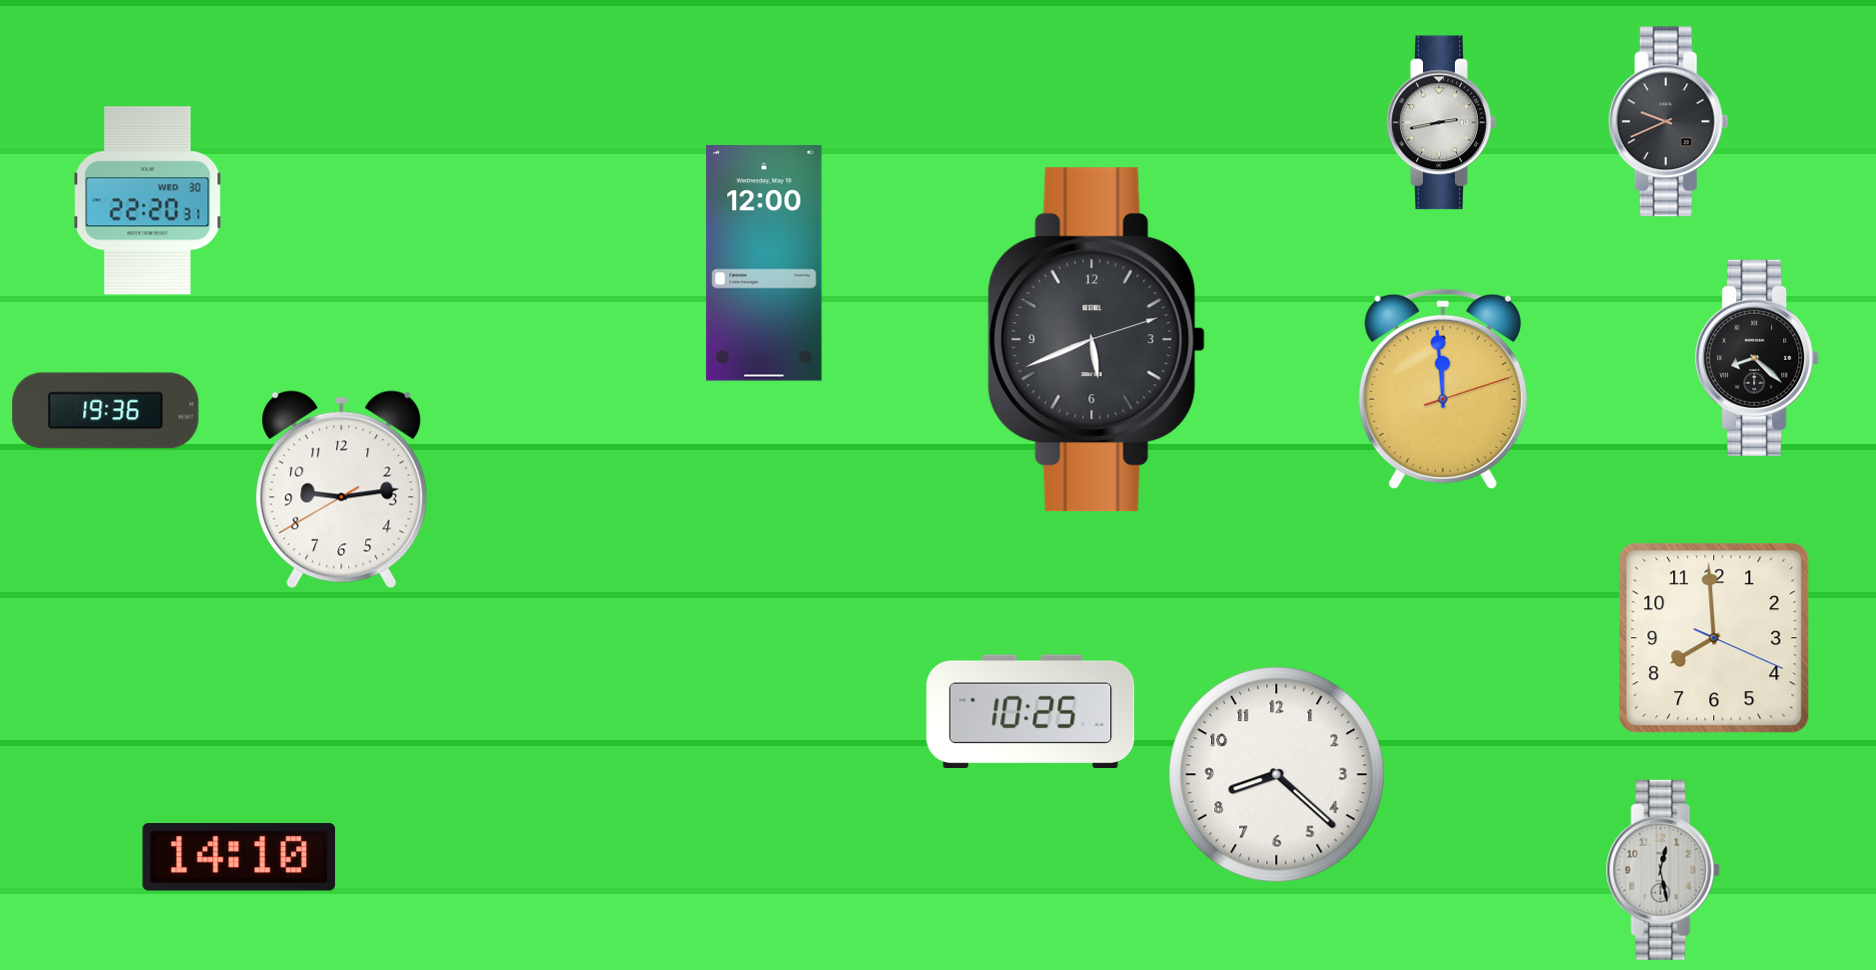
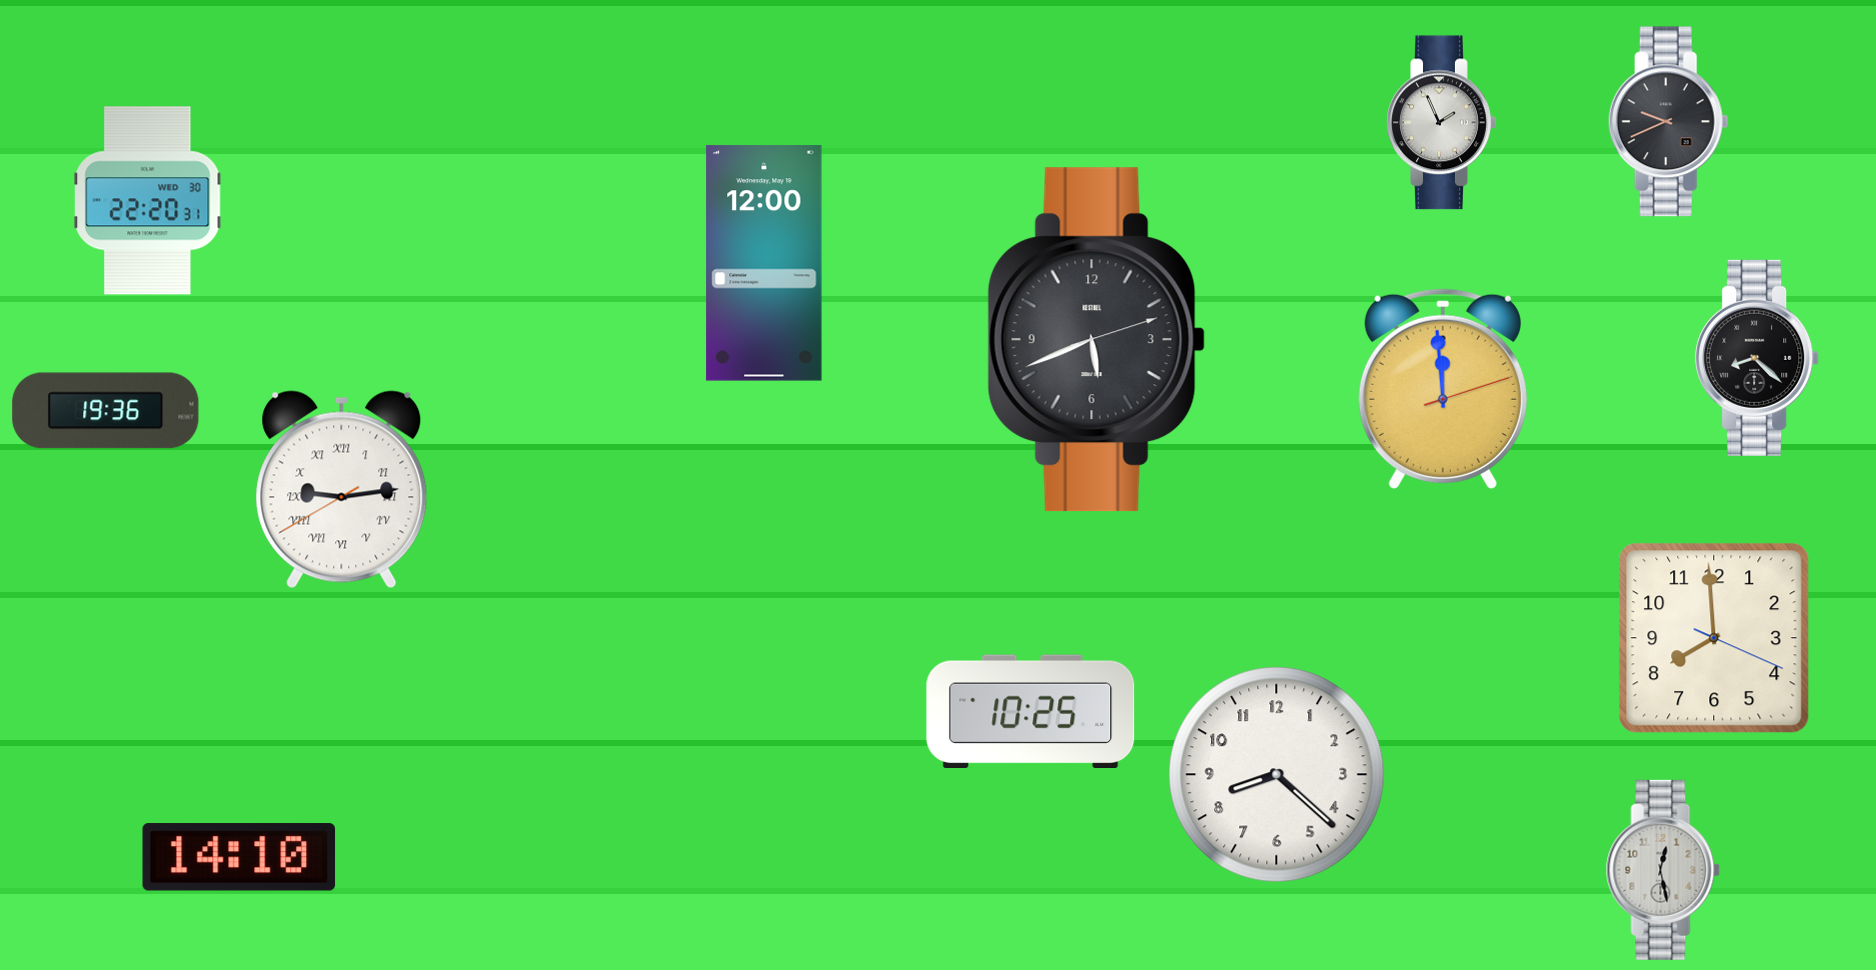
clock at (1442, 123): 2:43 -> 1:56
clock at (342, 490) numerals: Arabic -> Roman
